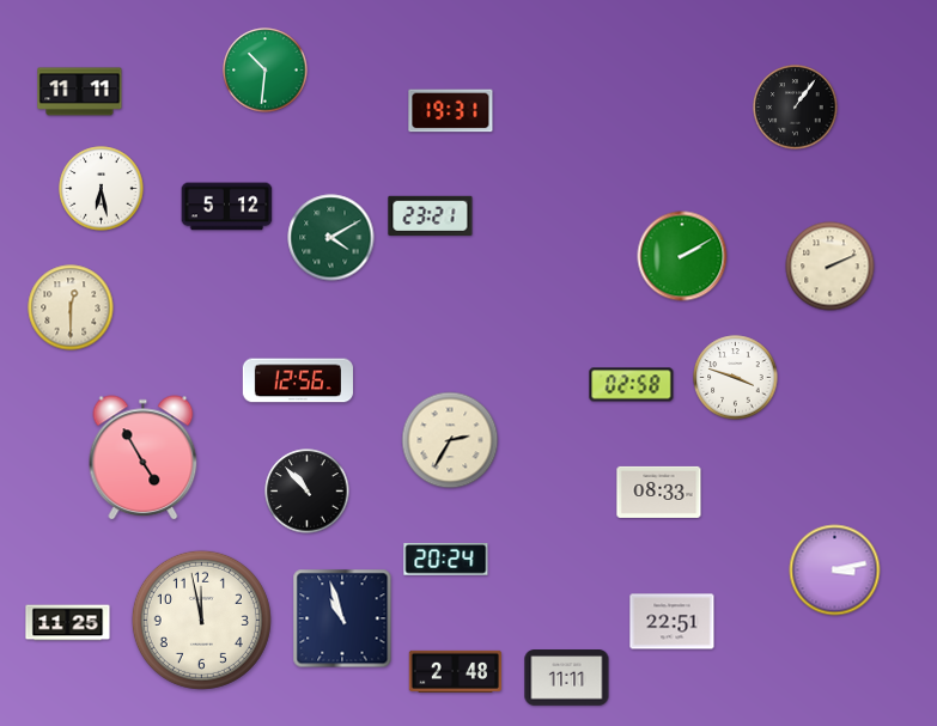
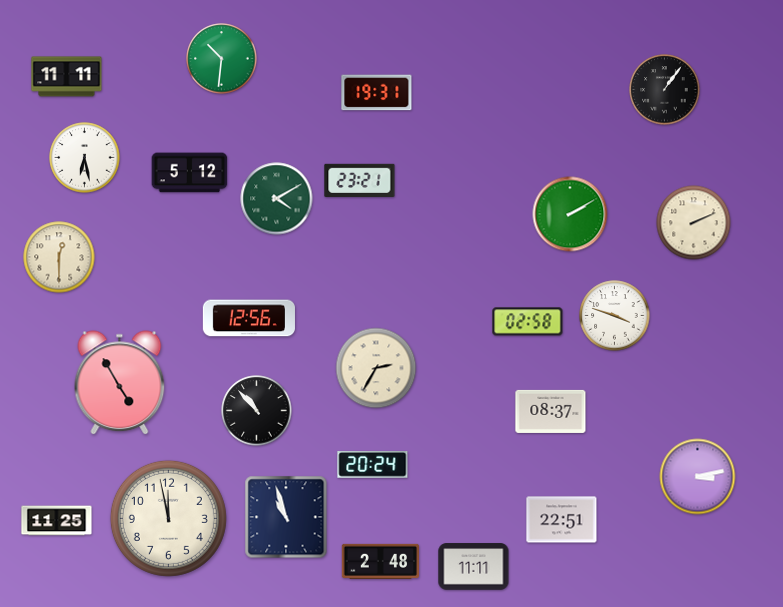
clock at (659, 492): 08:33 -> 08:37
clock at (446, 560) position: (446, 560) -> (373, 465)
